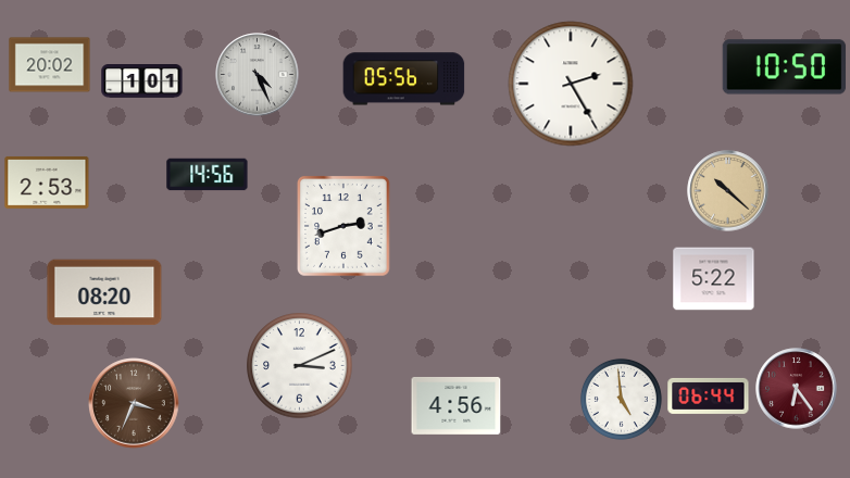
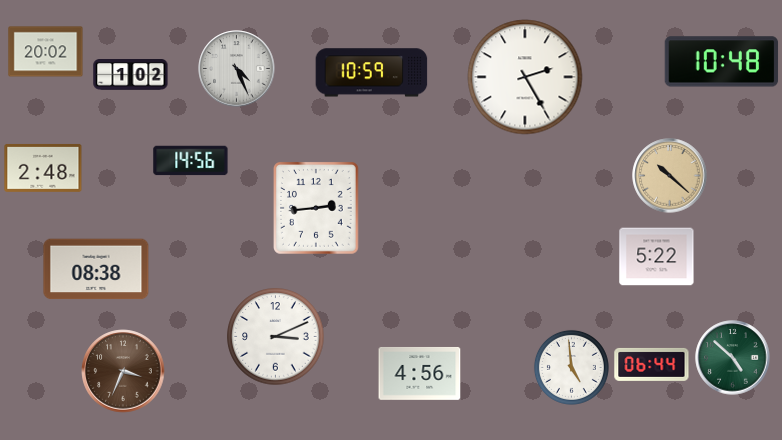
clock at (50, 65) position: (50, 65) -> (46, 52)
clock at (785, 67): 10:50 -> 10:48
clock at (404, 79): 05:56 -> 10:59
clock at (142, 81): 1:01 -> 1:02
clock at (47, 183): 2:53 -> 2:48
clock at (345, 227): 2:42 -> 2:44
clock at (104, 292): 08:20 -> 08:38
clock at (797, 389): 6:24 -> 4:52
clock at (797, 389) dial: burgundy -> green
